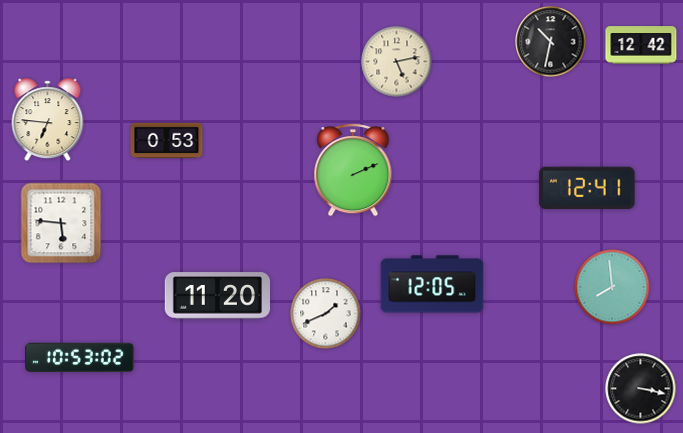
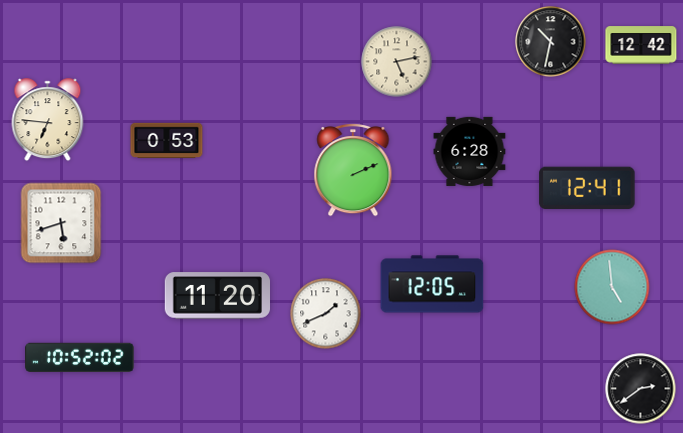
clock at (470, 151): none -> 6:28
clock at (61, 223): 5:46 -> 5:42
clock at (612, 287): 7:59 -> 4:59
clock at (80, 357): 10:53 -> 10:52
clock at (641, 389): 3:17 -> 2:39
